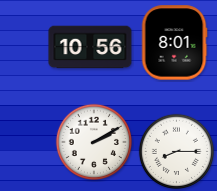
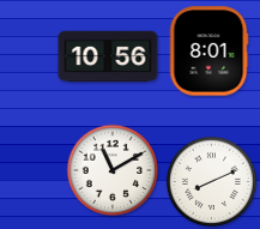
clock at (93, 141): 2:10 -> 11:10
clock at (176, 151): 8:15 -> 8:11
